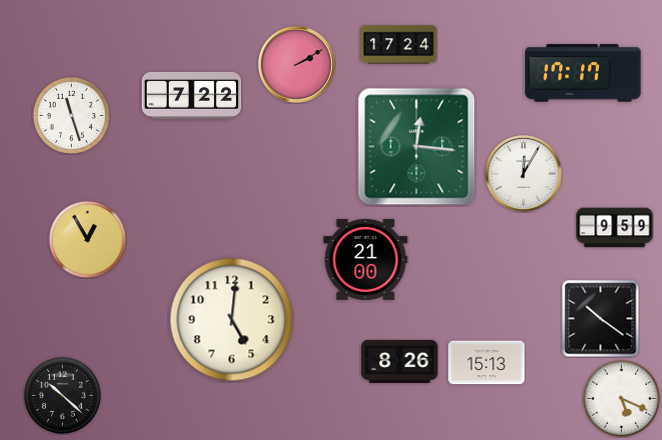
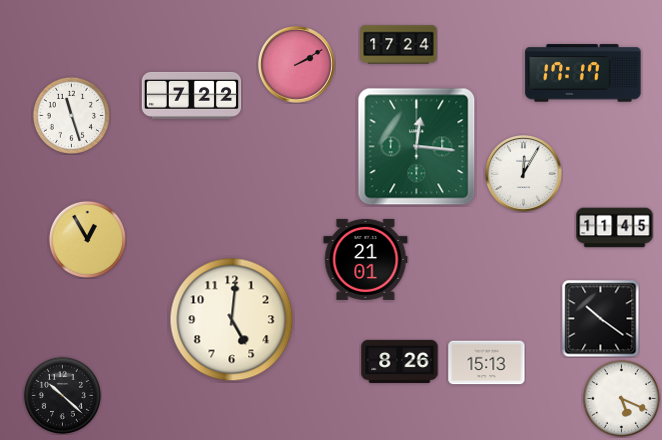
clock at (615, 228): 9:59 -> 11:45
clock at (366, 259): 21:00 -> 21:01
